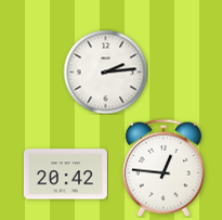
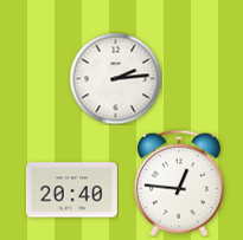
clock at (65, 174): 20:42 -> 20:40
